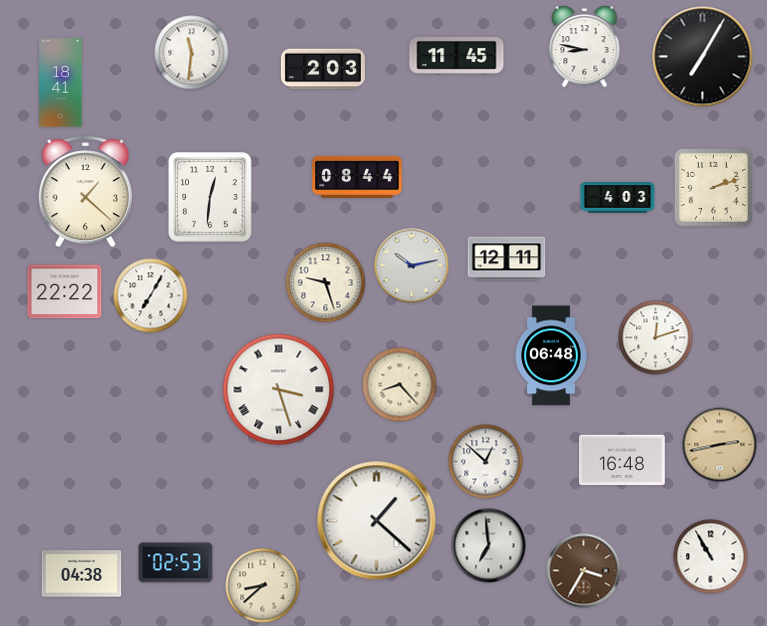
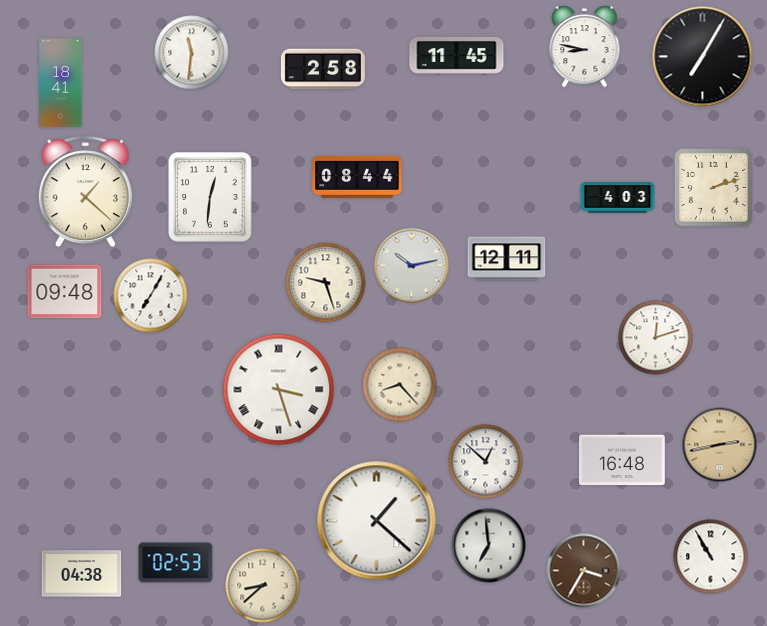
clock at (323, 69): 2:03 -> 2:58
clock at (65, 292): 22:22 -> 09:48
clock at (551, 356): 06:48 -> none
